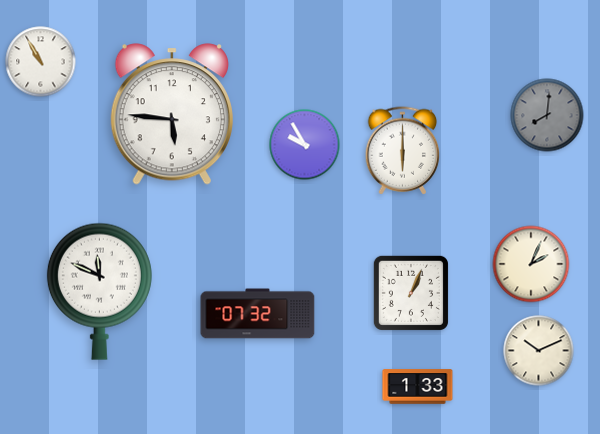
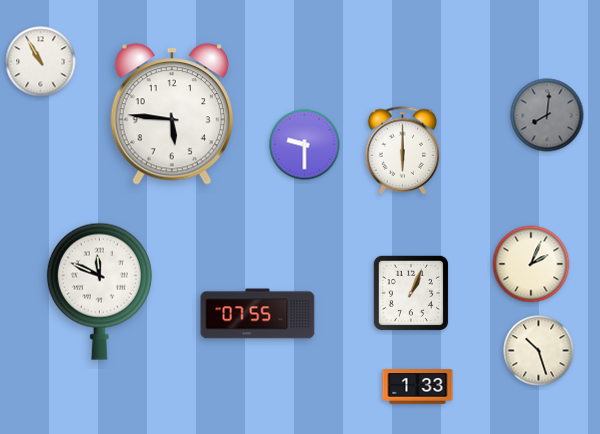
clock at (305, 145): 9:55 -> 9:30
clock at (258, 314): 07:32 -> 07:55
clock at (539, 351): 10:11 -> 10:27
